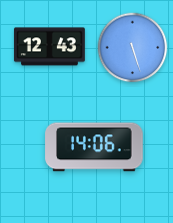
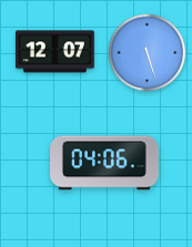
clock at (49, 47): 12:43 -> 12:07
clock at (94, 147): 14:06 -> 04:06
